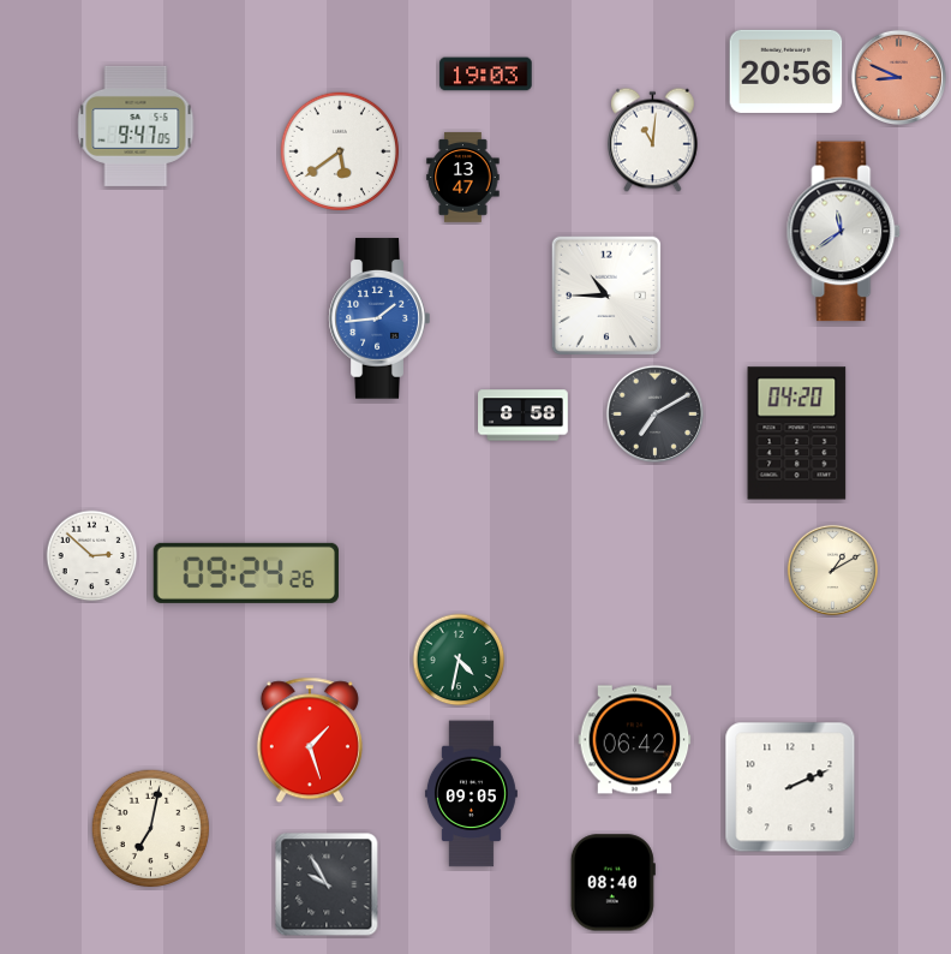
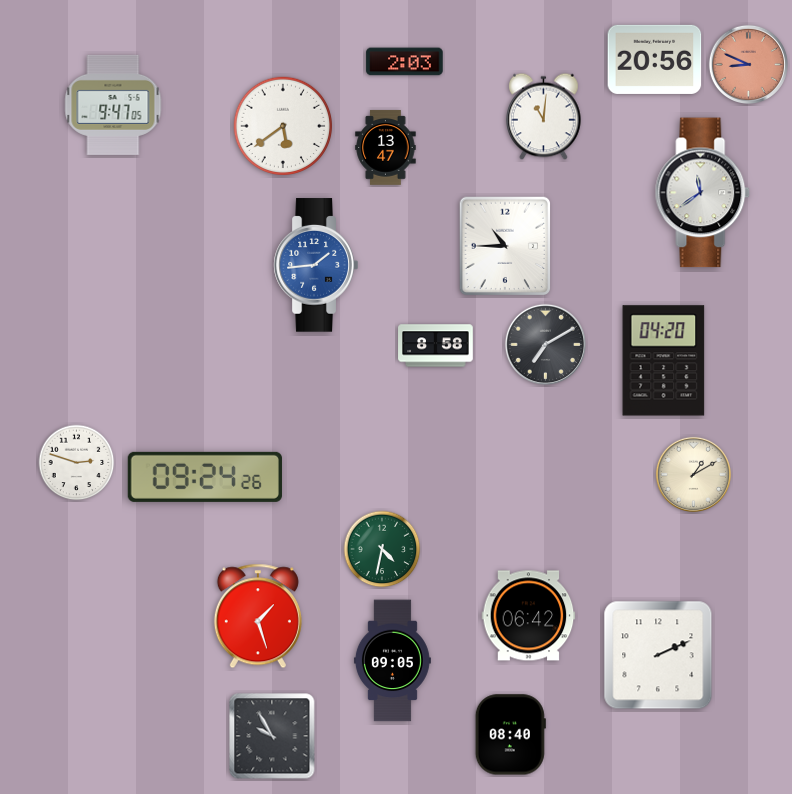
clock at (486, 74): 19:03 -> 2:03
clock at (92, 556): 2:52 -> 2:48
clock at (151, 829): 7:02 -> none
